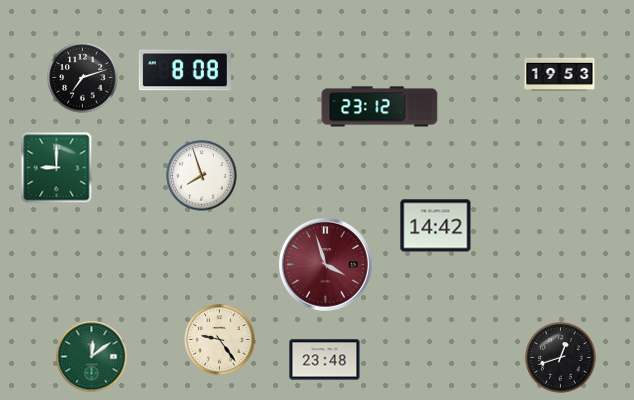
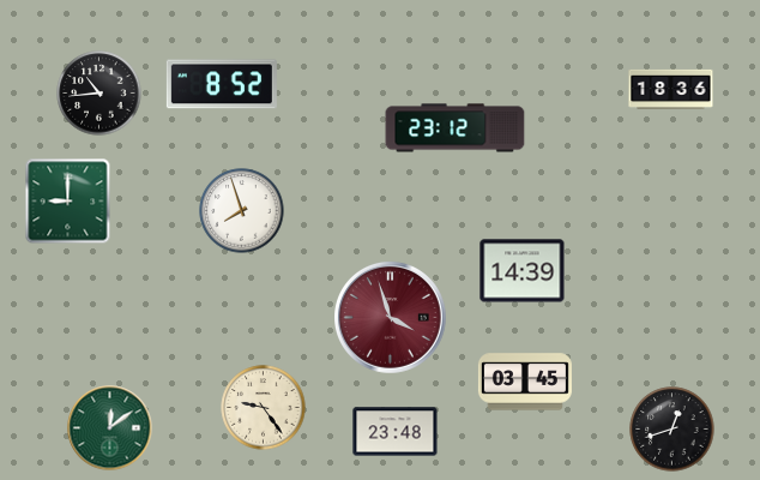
clock at (185, 70): 8:08 -> 8:52
clock at (560, 74): 19:53 -> 18:36
clock at (83, 78): 7:12 -> 10:44
clock at (436, 226): 14:42 -> 14:39
clock at (525, 382): none -> 03:45
clock at (325, 360) position: (325, 360) -> (396, 432)
